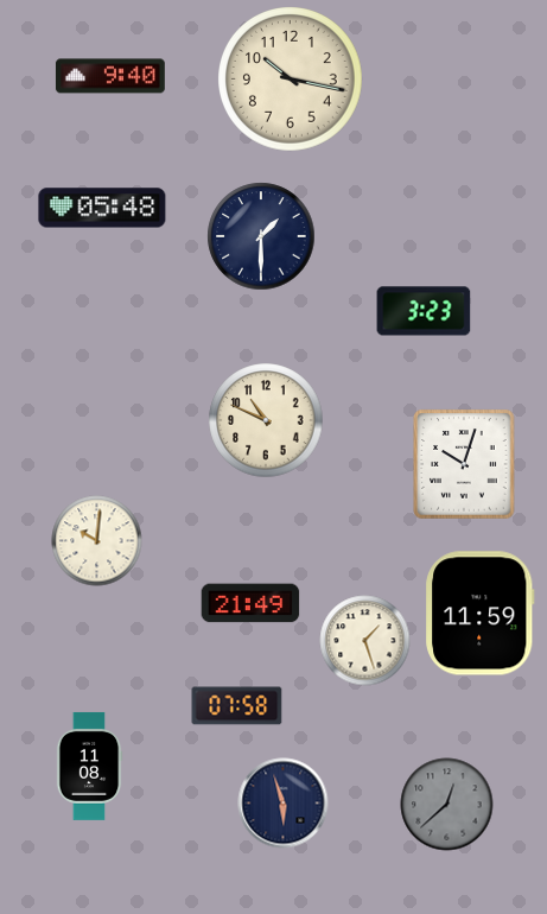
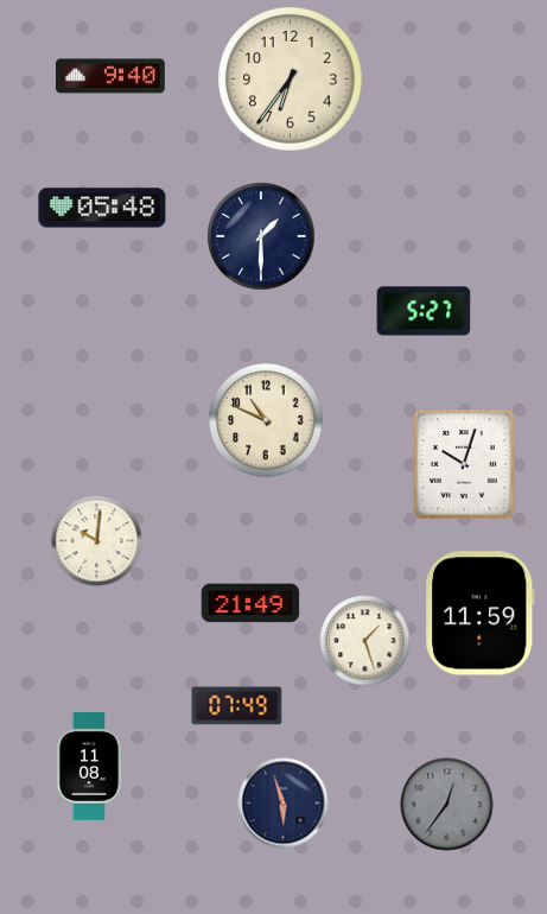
clock at (291, 80): 10:17 -> 6:36
clock at (424, 311): 3:23 -> 5:27
clock at (237, 706): 07:58 -> 07:49
clock at (447, 805): 12:38 -> 12:36
